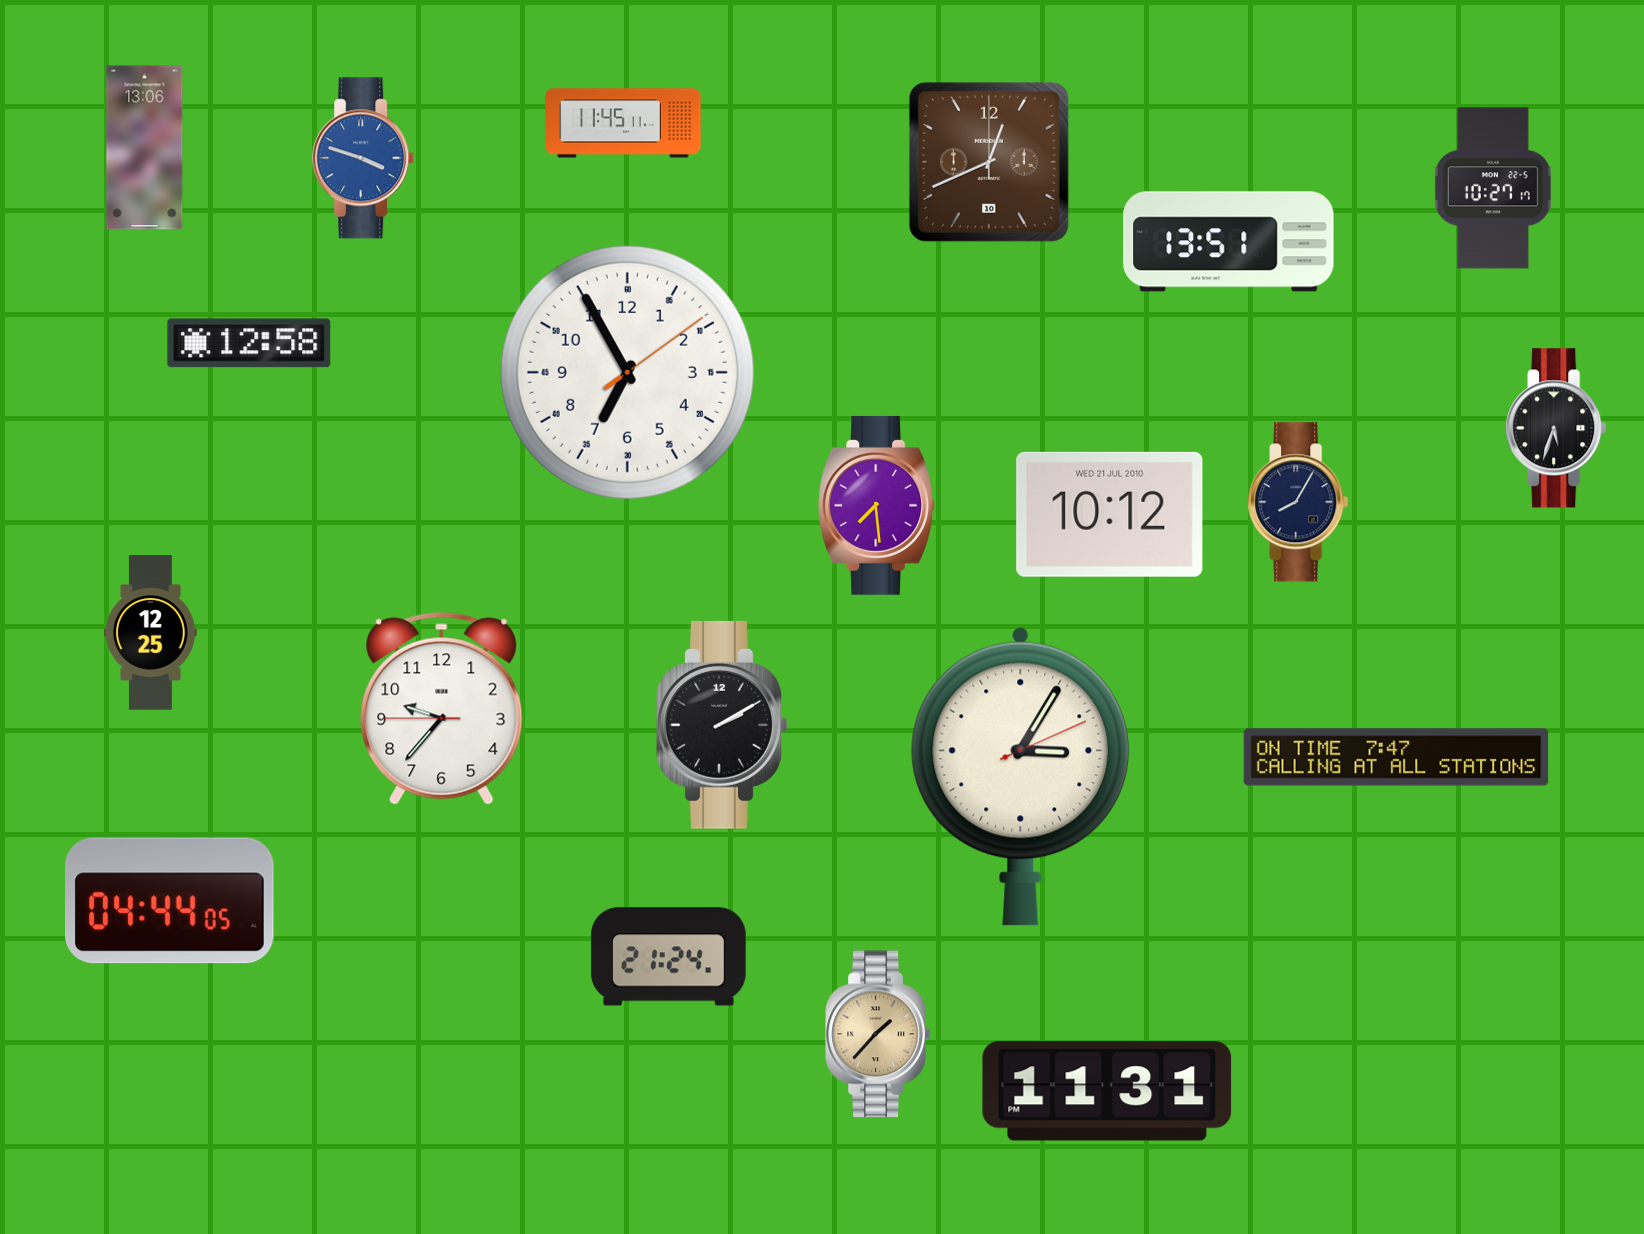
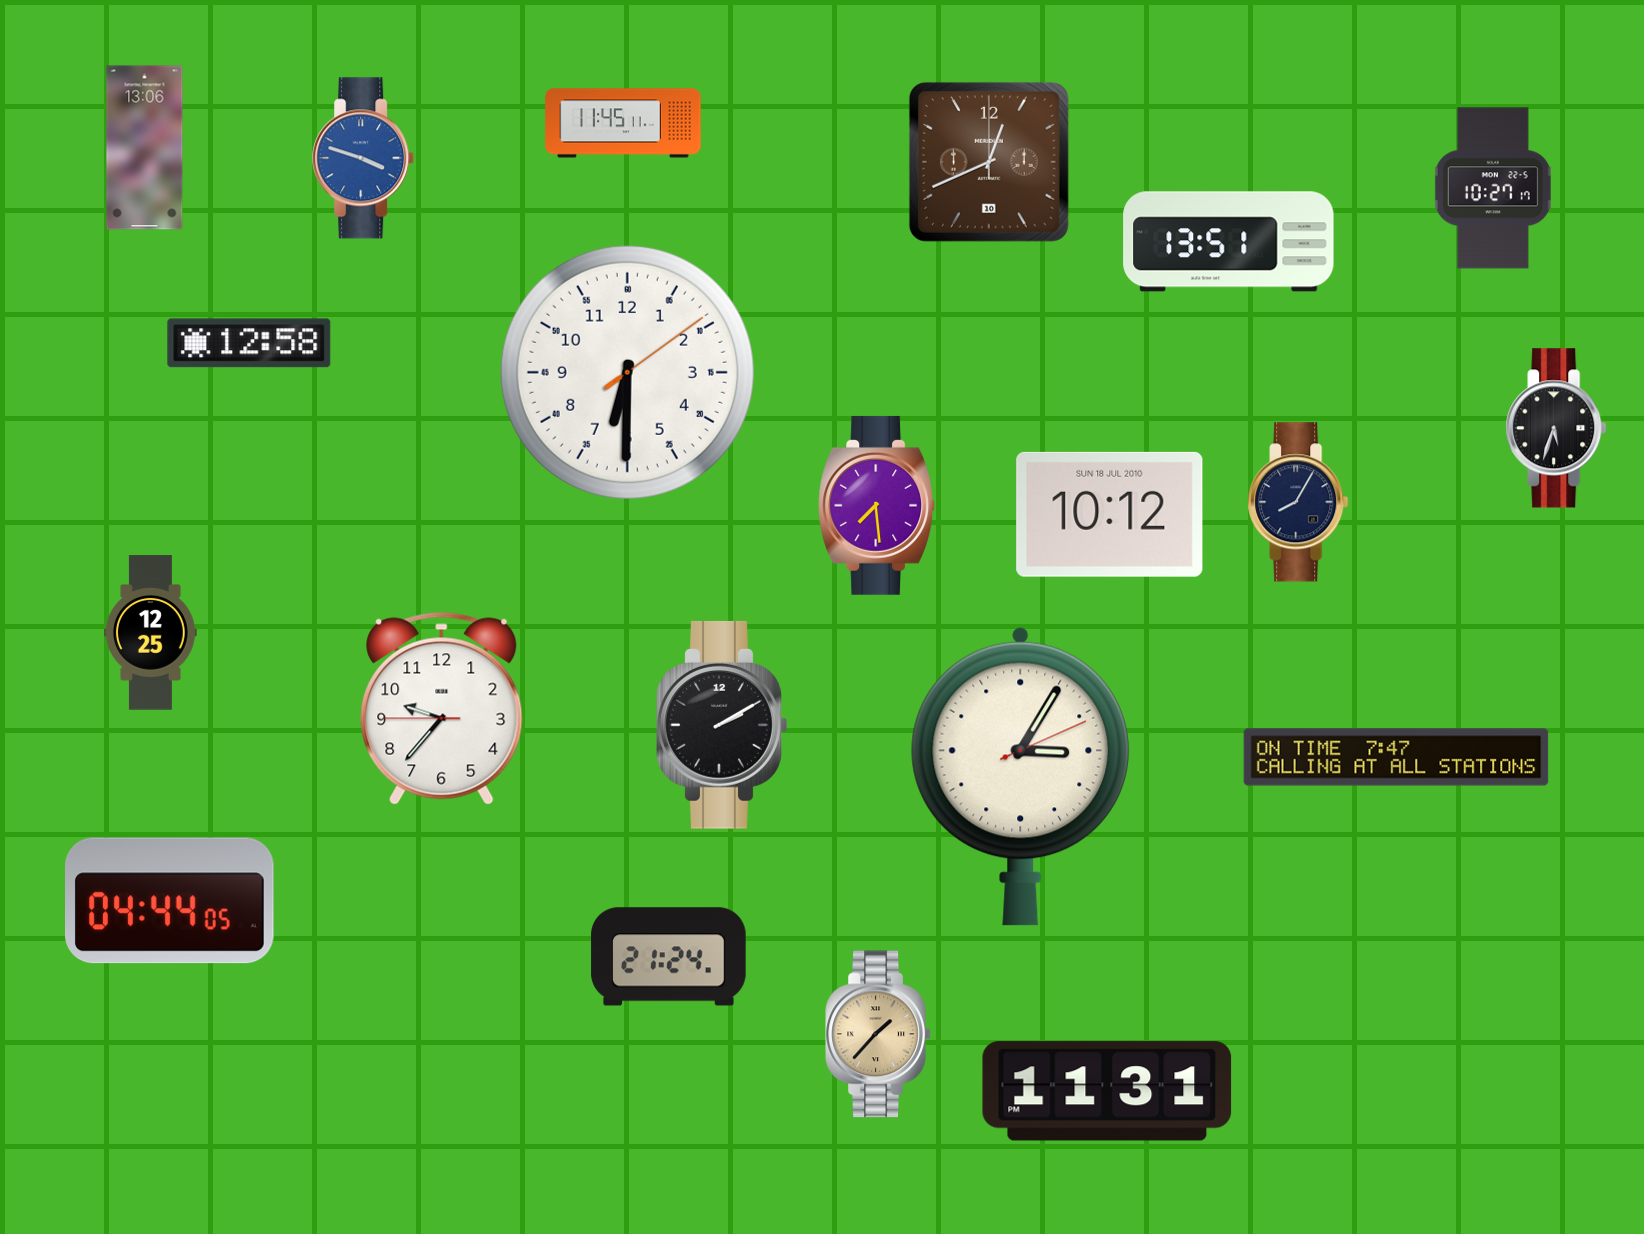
clock at (627, 372): 6:55 -> 6:30
clock at (1110, 514) date: WED 21 JUL 2010 -> SUN 18 JUL 2010
